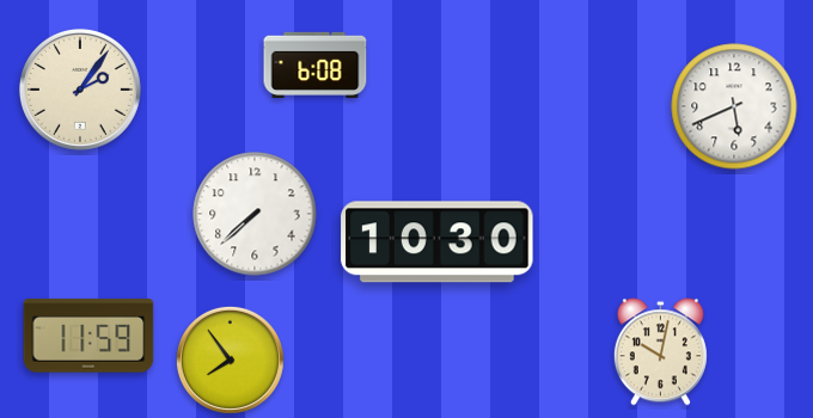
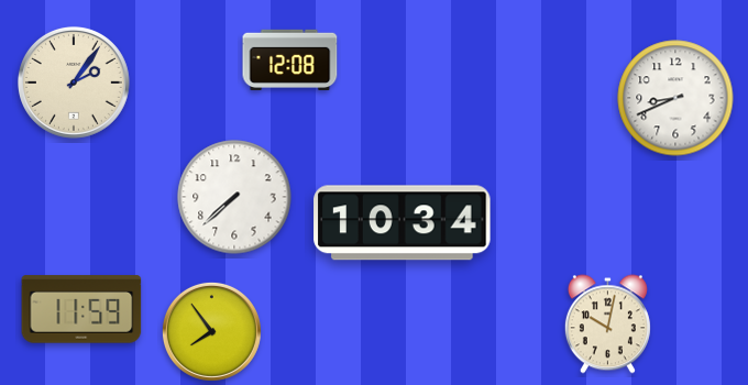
clock at (316, 64): 6:08 -> 12:08
clock at (734, 106): 5:41 -> 8:41
clock at (438, 242): 10:30 -> 10:34
